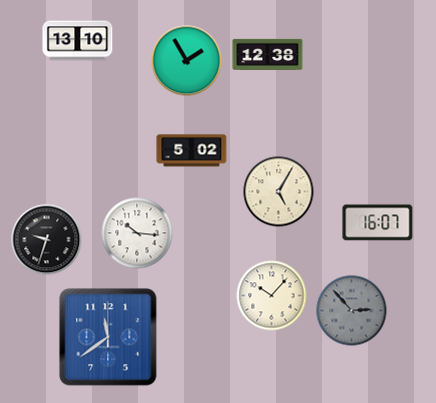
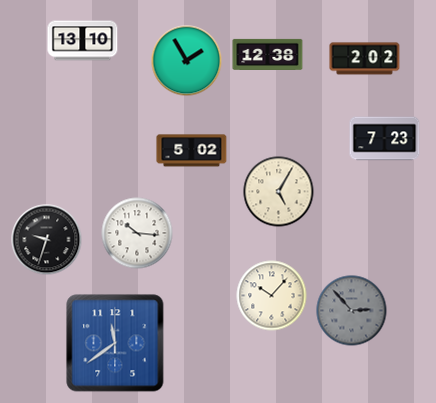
clock at (78, 41) position: (78, 41) -> (83, 41)
clock at (365, 59): none -> 2:02
clock at (385, 139): none -> 7:23
clock at (378, 223): 16:07 -> none
clock at (108, 337) position: (108, 337) -> (115, 343)
